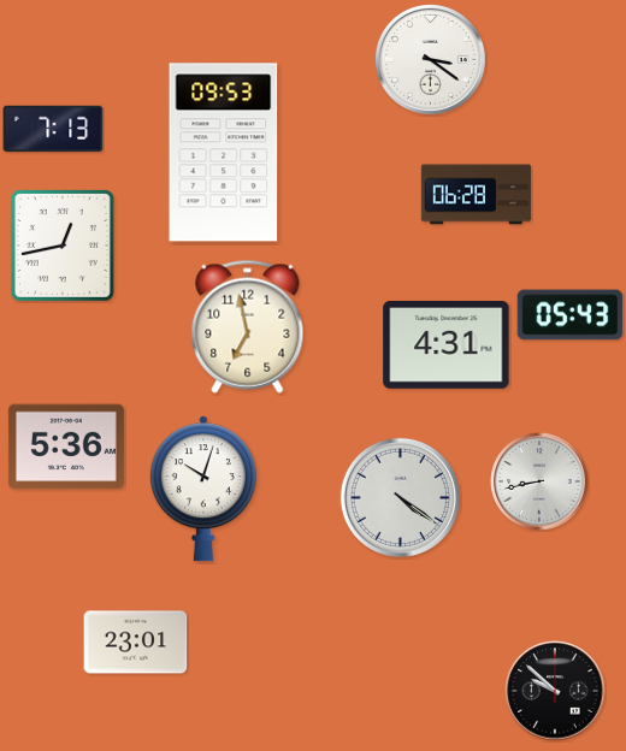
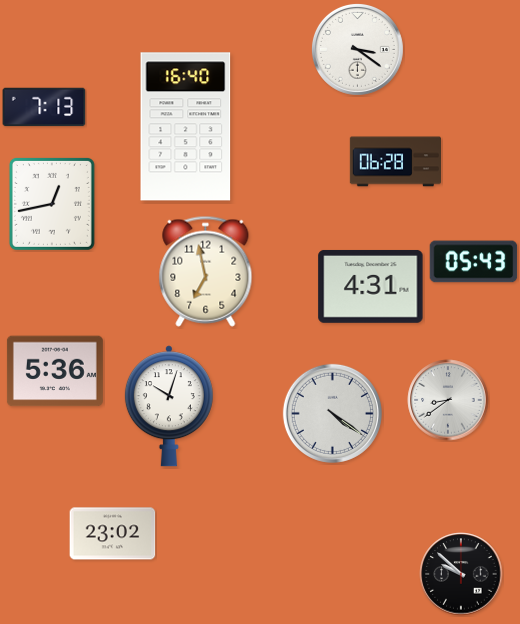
clock at (224, 153): 09:53 -> 16:40
clock at (539, 481): 8:43 -> 8:39
clock at (136, 643): 23:01 -> 23:02
